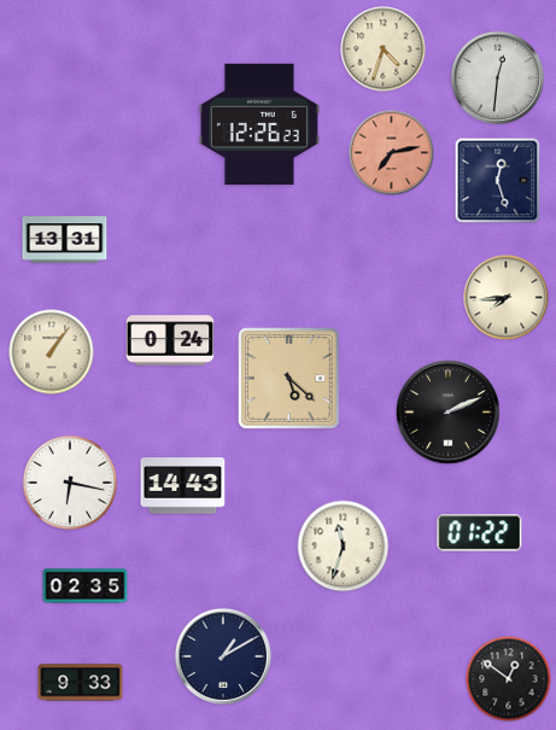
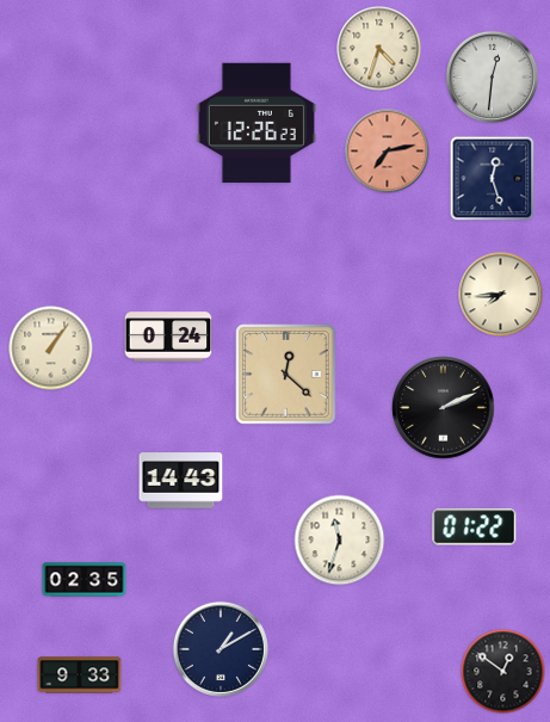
clock at (65, 240): 13:31 -> none
clock at (289, 379): 5:22 -> 12:22
clock at (70, 483): 6:17 -> none
